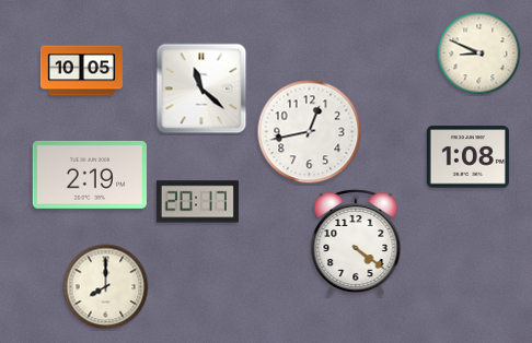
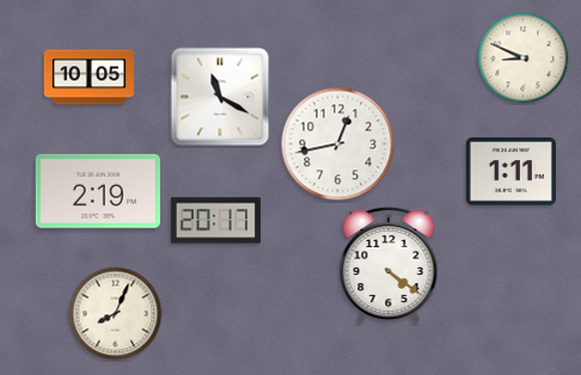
clock at (201, 88): 11:22 -> 11:20
clock at (467, 157): 1:08 -> 1:11
clock at (106, 287): 8:00 -> 8:04
